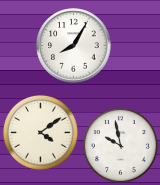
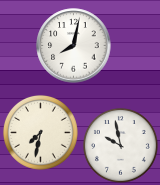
clock at (74, 46): 8:05 -> 8:02
clock at (40, 132): 4:09 -> 7:32
